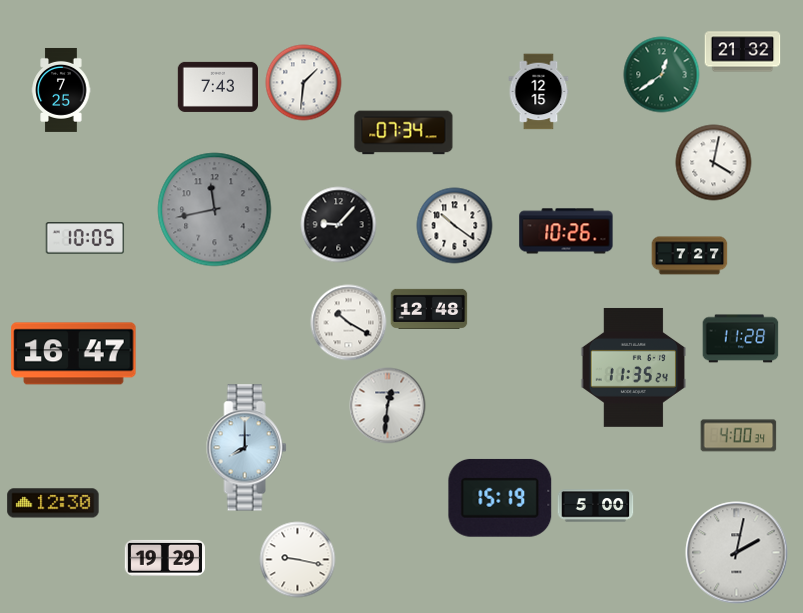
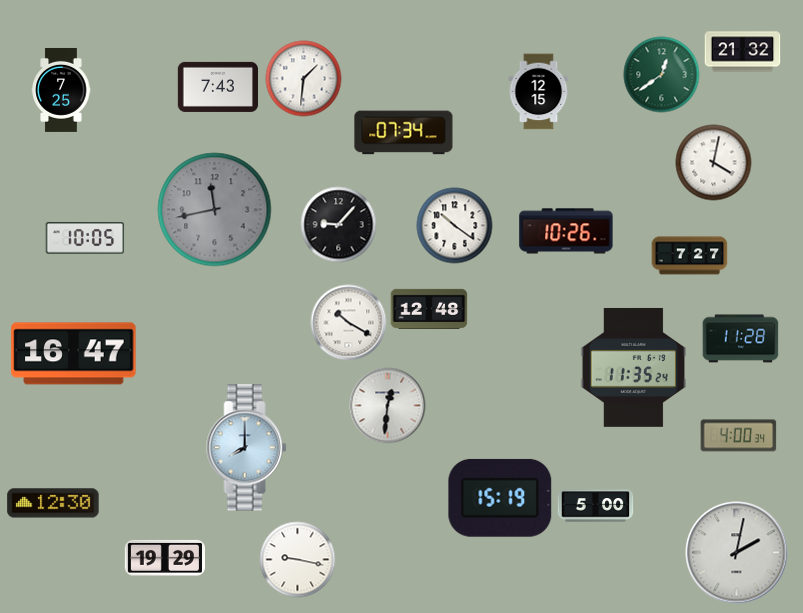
clock at (304, 83) position: (304, 83) -> (304, 79)
